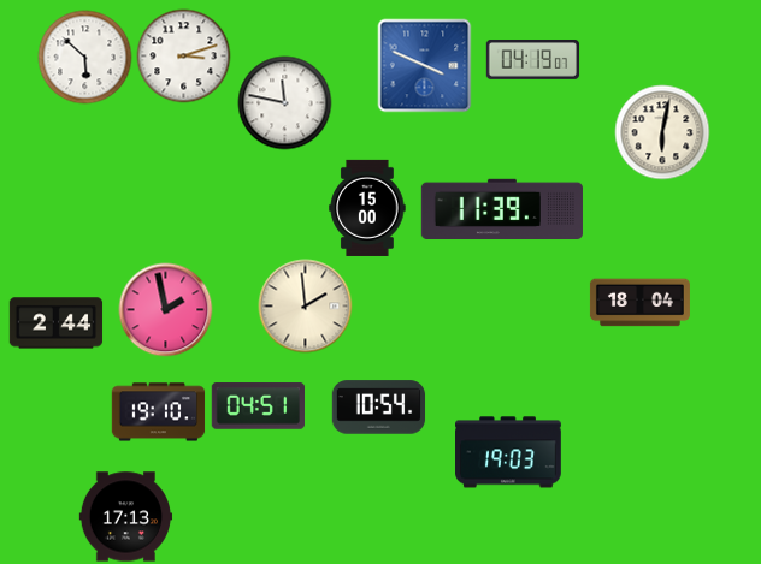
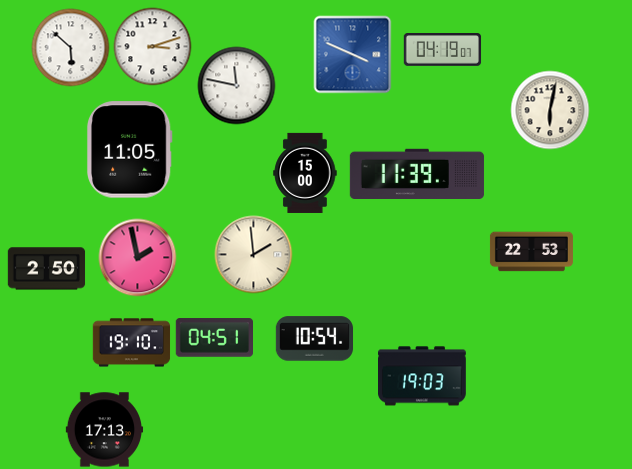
clock at (130, 150): none -> 11:05
clock at (639, 303): 18:04 -> 22:53
clock at (55, 323): 2:44 -> 2:50
